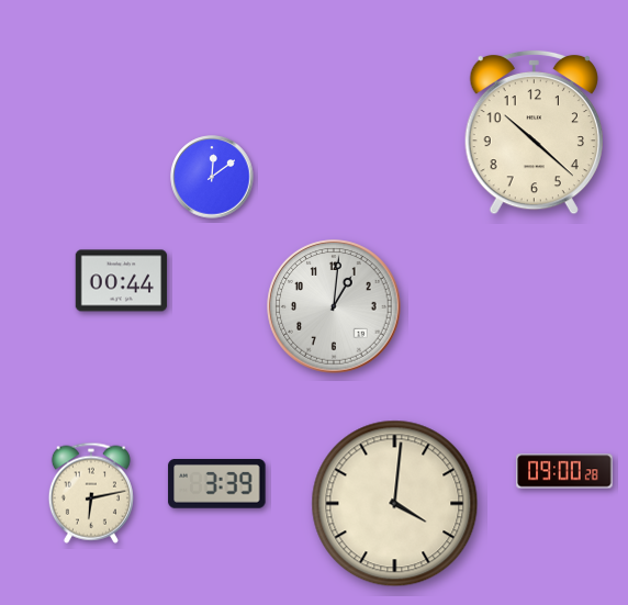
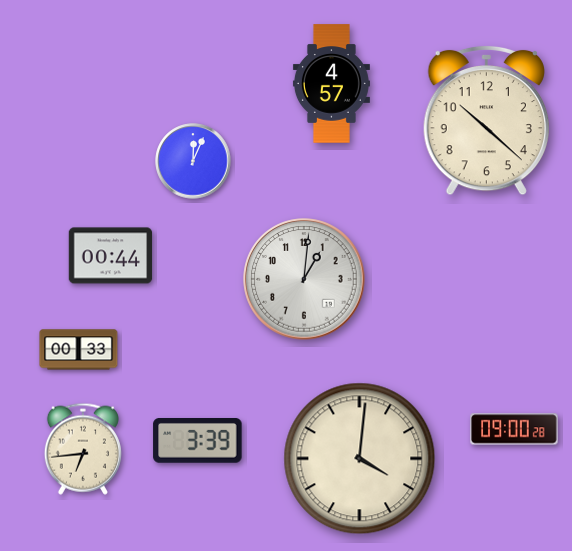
clock at (331, 84): none -> 4:57
clock at (212, 177): 12:09 -> 12:04
clock at (79, 350): none -> 00:33
clock at (91, 493): 6:13 -> 6:44
